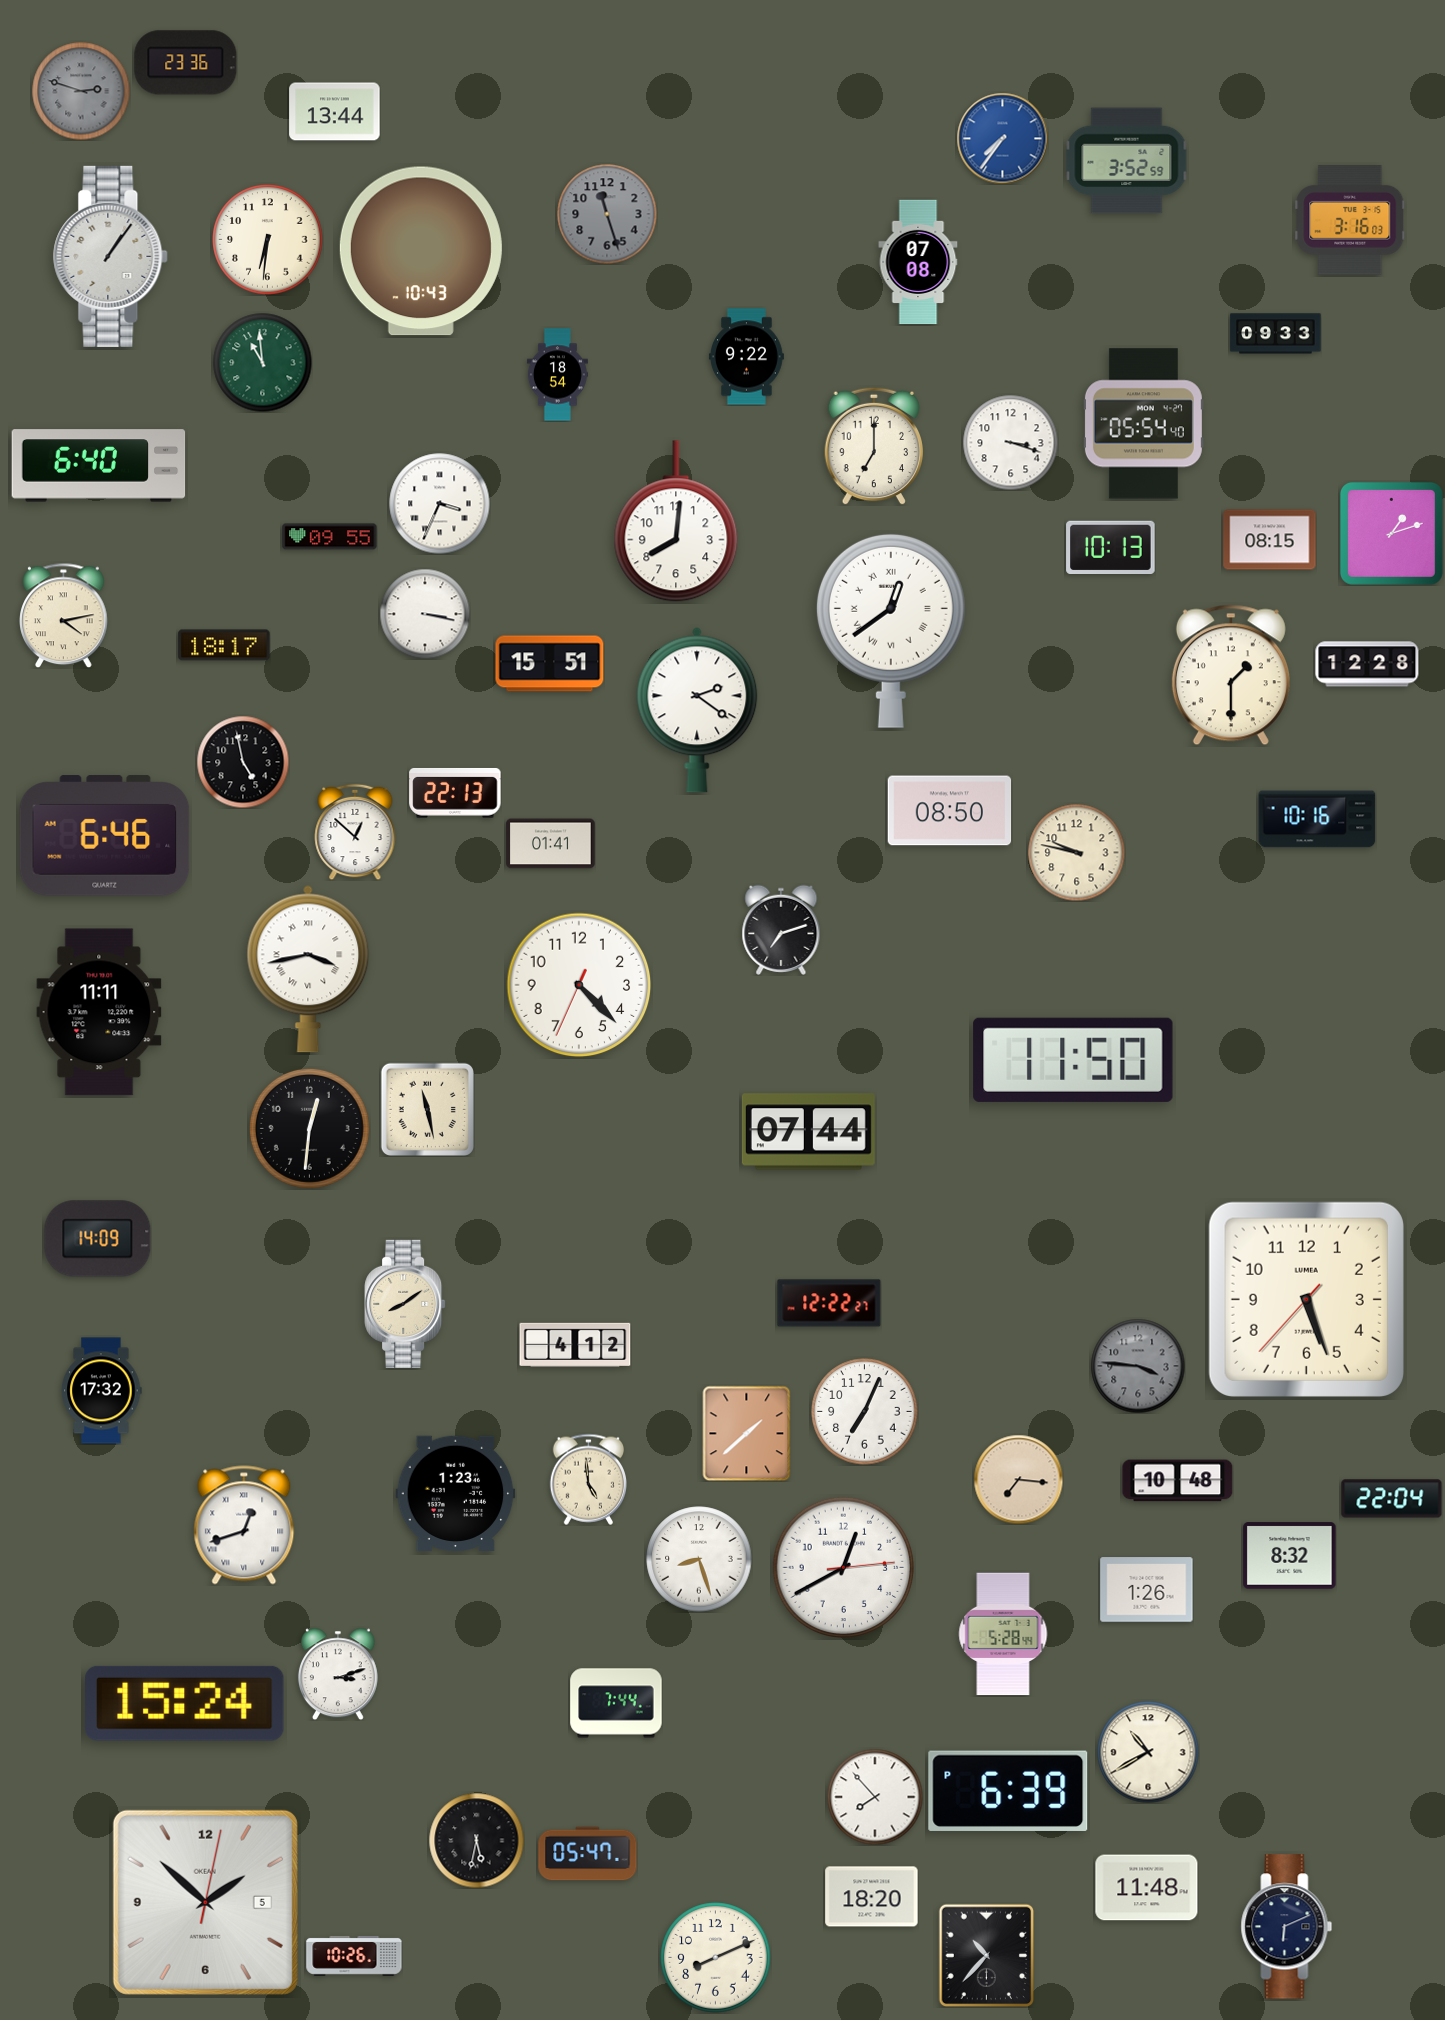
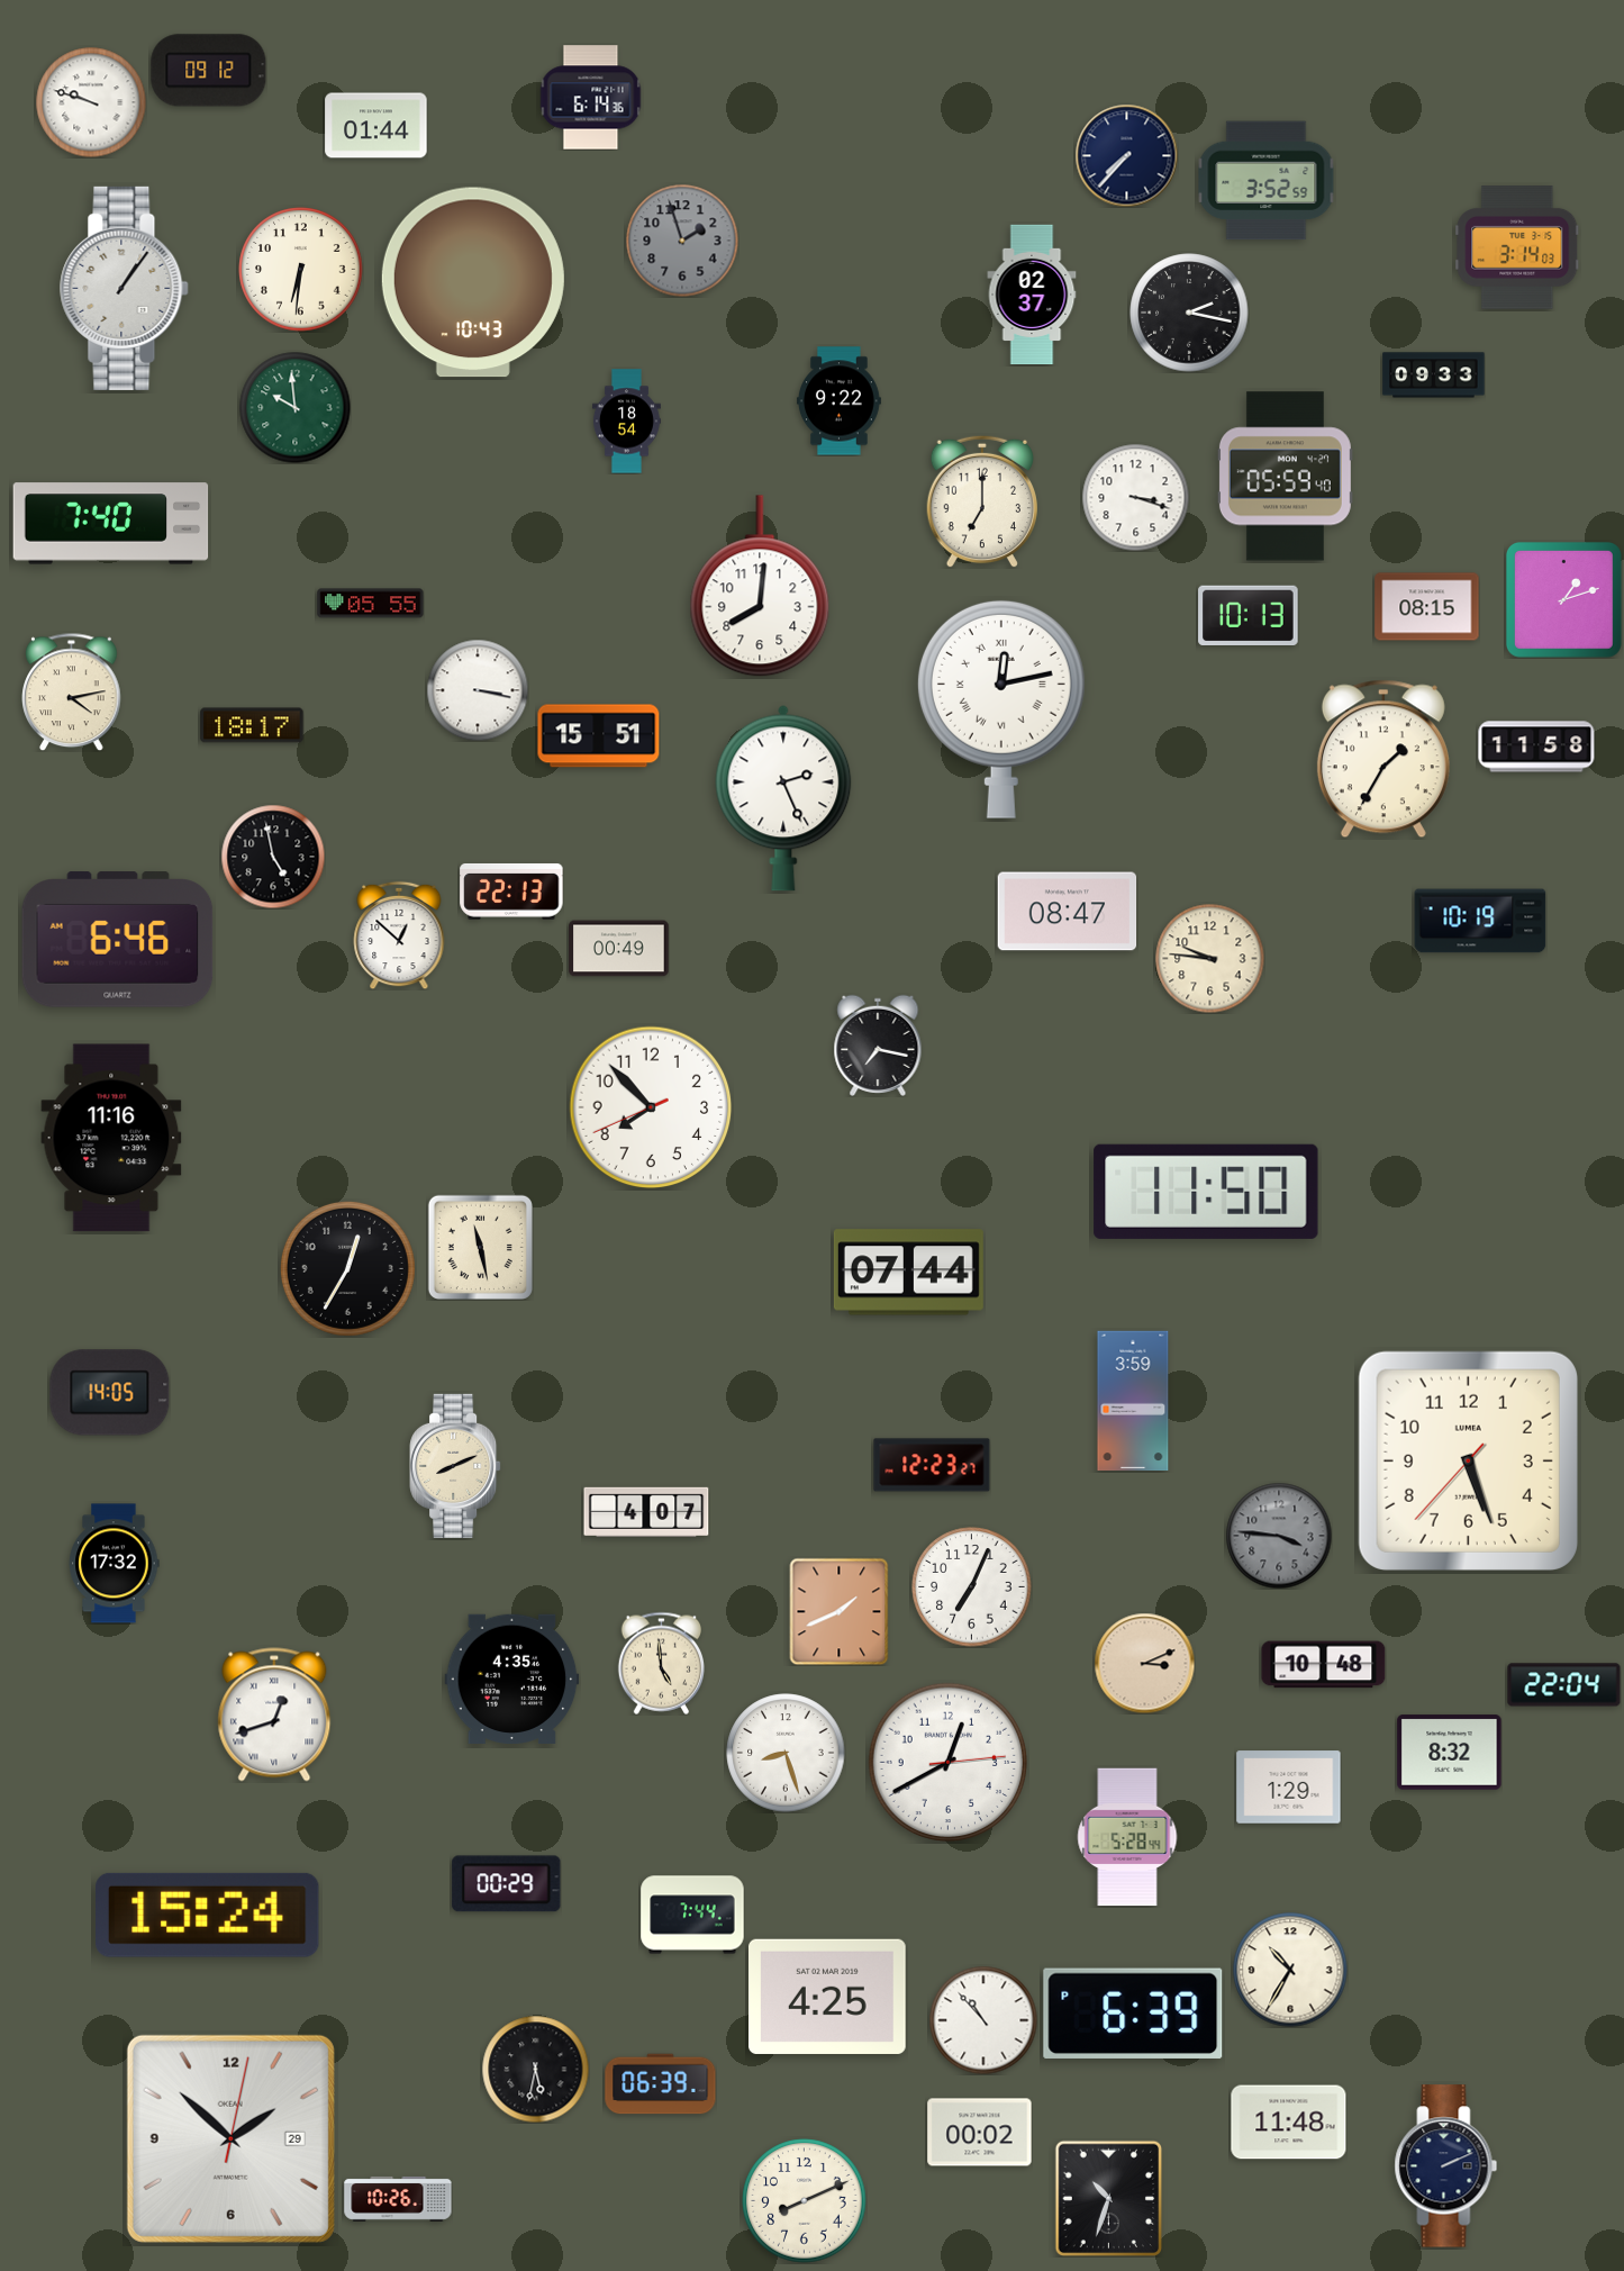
clock at (186, 63): 23:36 -> 09:12
clock at (591, 98): none -> 6:14
clock at (81, 91): 2:48 -> 9:48
clock at (81, 91) dial: grey -> white
clock at (335, 112): 13:44 -> 01:44
clock at (1002, 138): 7:36 -> 7:37
clock at (1002, 138) dial: blue -> navy
clock at (607, 214): 11:27 -> 1:57
clock at (1350, 220): 3:16 -> 3:14
clock at (918, 262): 07:08 -> 02:37
clock at (1189, 313): none -> 2:17
clock at (263, 363): 10:59 -> 9:59
clock at (1143, 424): 05:54 -> 05:59
clock at (99, 466): 6:40 -> 7:40
clock at (440, 504): 3:34 -> none
clock at (330, 537): 09:55 -> 05:55
clock at (891, 631): 12:39 -> 12:13
clock at (550, 664) position: (550, 664) -> (599, 736)
clock at (1367, 664): 12:28 -> 11:58
clock at (1231, 675): 1:30 -> 1:35
clock at (697, 710): 2:21 -> 2:26
clock at (950, 811): 08:50 -> 08:47
clock at (1317, 819): 10:16 -> 10:19
clock at (551, 844): 01:41 -> 00:49
clock at (1076, 852): 9:47 -> 9:46
clock at (781, 930): 7:12 -> 7:17
clock at (308, 969): 3:43 -> none
clock at (579, 985): 4:22 -> 7:52
clock at (99, 1012): 11:11 -> 11:16
clock at (309, 1128): 12:31 -> 12:35
clock at (98, 1239): 14:09 -> 14:05
clock at (1133, 1401): none -> 3:59
clock at (829, 1303): 12:22 -> 12:23
clock at (405, 1304): 8:09 -> 8:11
clock at (575, 1345): 4:12 -> 4:07
clock at (747, 1433): 1:38 -> 1:41
clock at (1018, 1479): 7:16 -> 3:11
clock at (456, 1493): 1:23 -> 4:35
clock at (1290, 1556) position: (1290, 1556) -> (1450, 1753)
clock at (1147, 1590): 1:26 -> 1:29
clock at (338, 1674): 3:12 -> none
clock at (507, 1884): none -> 00:29
clock at (1148, 1752): 10:40 -> 10:35
clock at (828, 1997): none -> 4:25
clock at (875, 1797): 7:53 -> 10:53
clock at (588, 1854): 05:47 -> 06:39
clock at (872, 1897): 18:20 -> 00:02
clock at (205, 1902) date: 5 -> 29
clock at (1287, 1927): 6:11 -> 2:11
clock at (987, 1955): 10:37 -> 10:33
